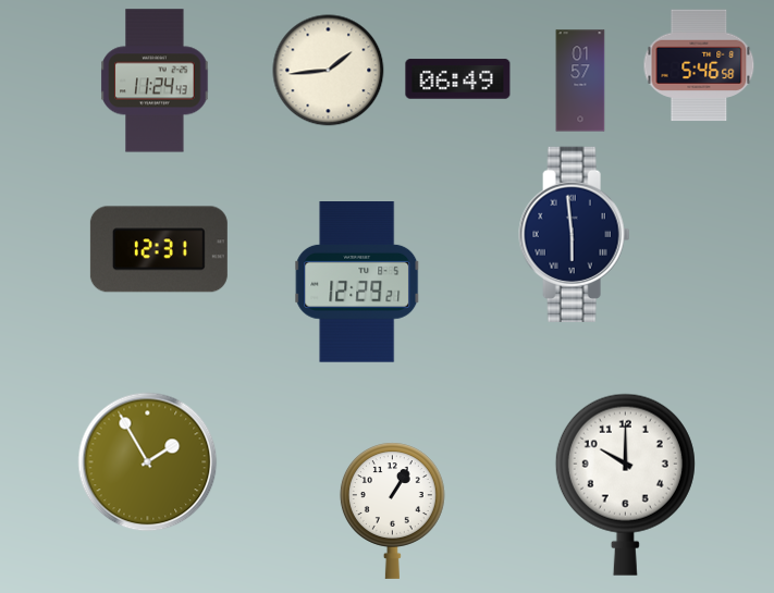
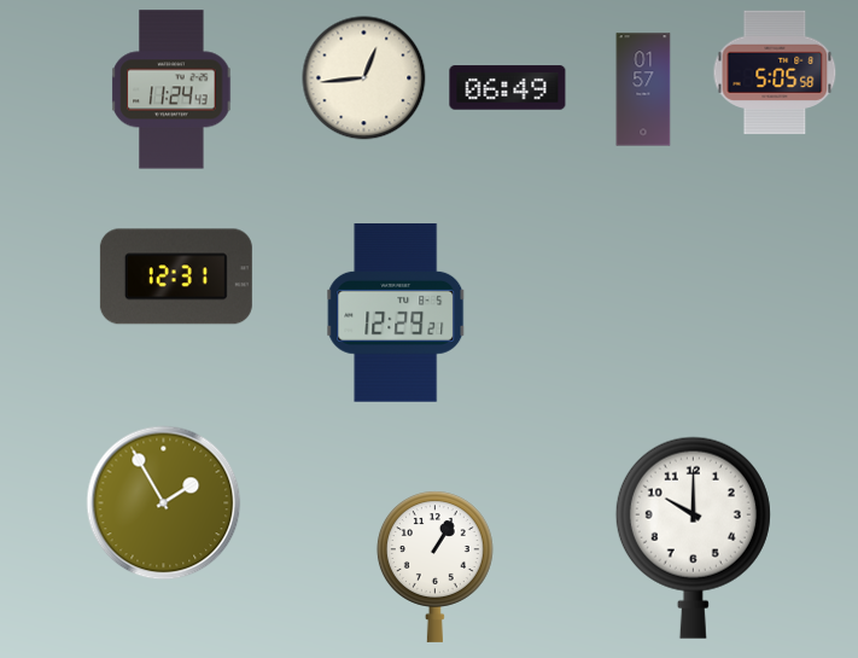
clock at (699, 65): 5:46 -> 5:05
clock at (329, 71): 1:44 -> 12:44
clock at (575, 234): 5:59 -> none
clock at (148, 462) position: (148, 462) -> (164, 503)
